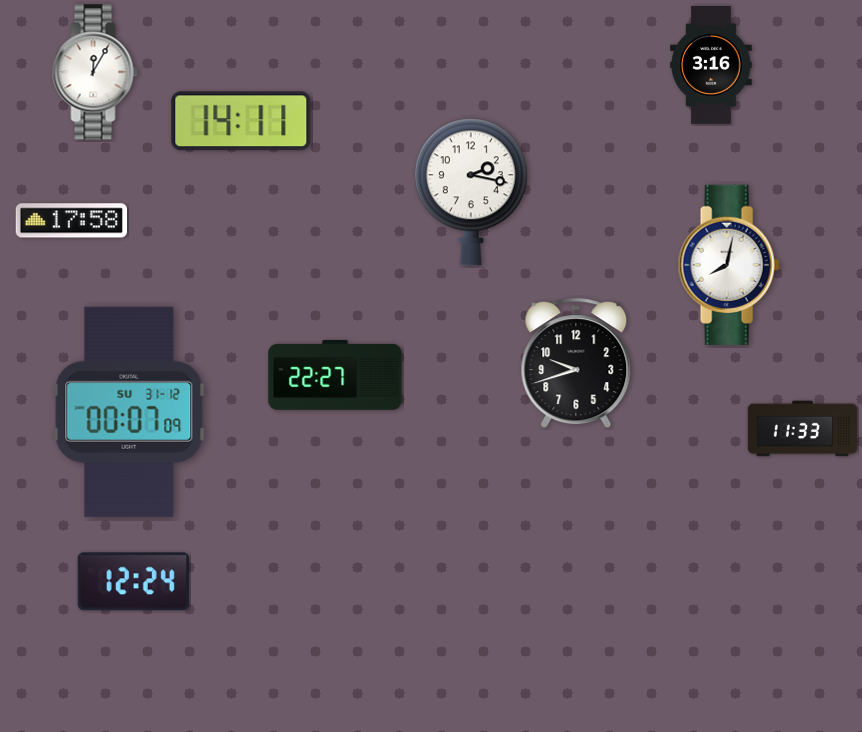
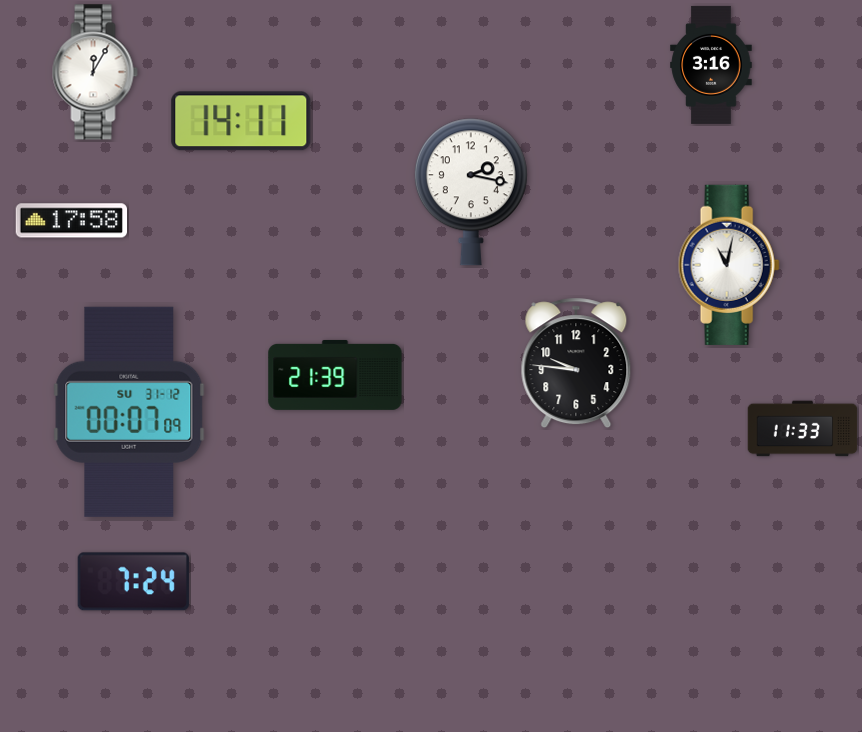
clock at (729, 265): 8:02 -> 11:02
clock at (576, 363): 9:42 -> 9:46
clock at (335, 375): 22:27 -> 21:39
clock at (133, 582): 12:24 -> 7:24
